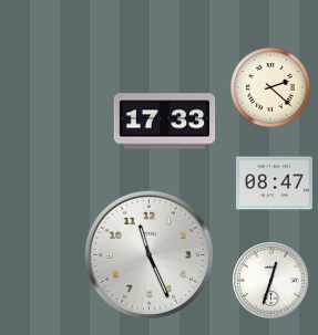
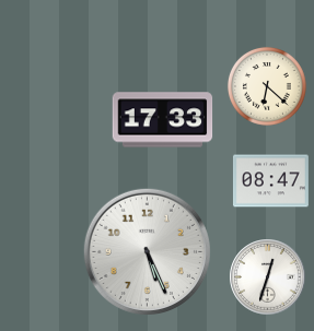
clock at (270, 87): 2:22 -> 6:22
clock at (148, 254): 11:26 -> 5:26
